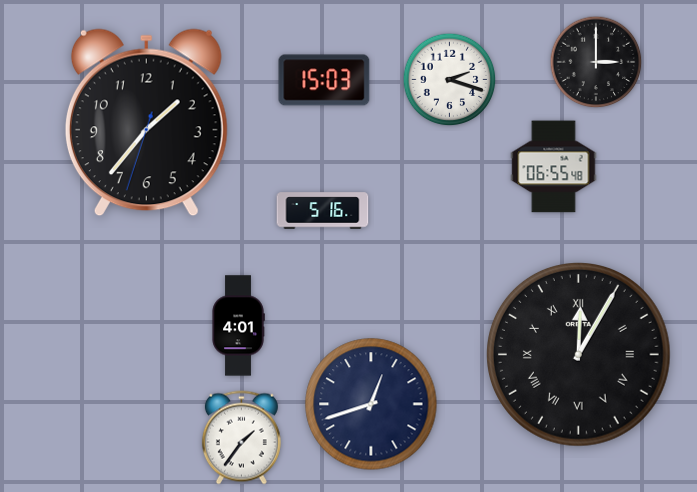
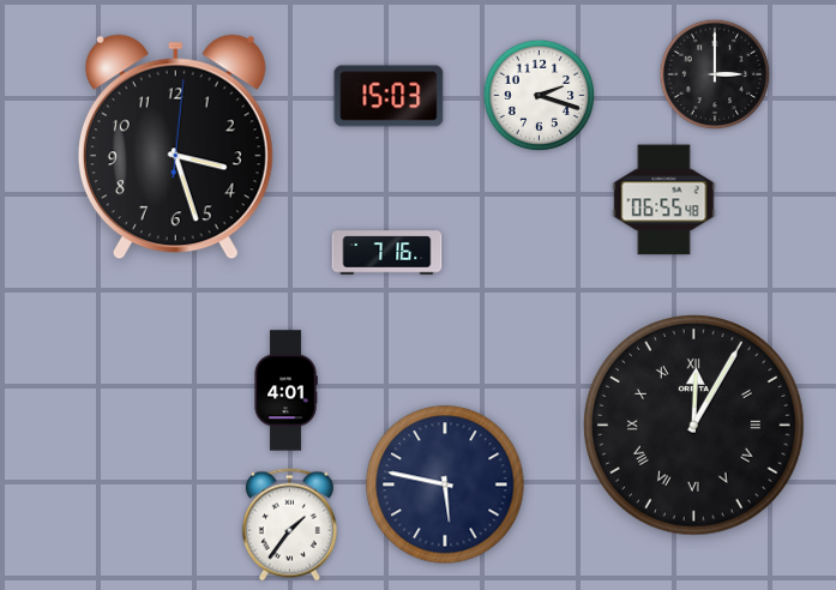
clock at (146, 123): 1:36 -> 3:27
clock at (323, 211): 5:16 -> 7:16
clock at (371, 404): 12:42 -> 5:47
